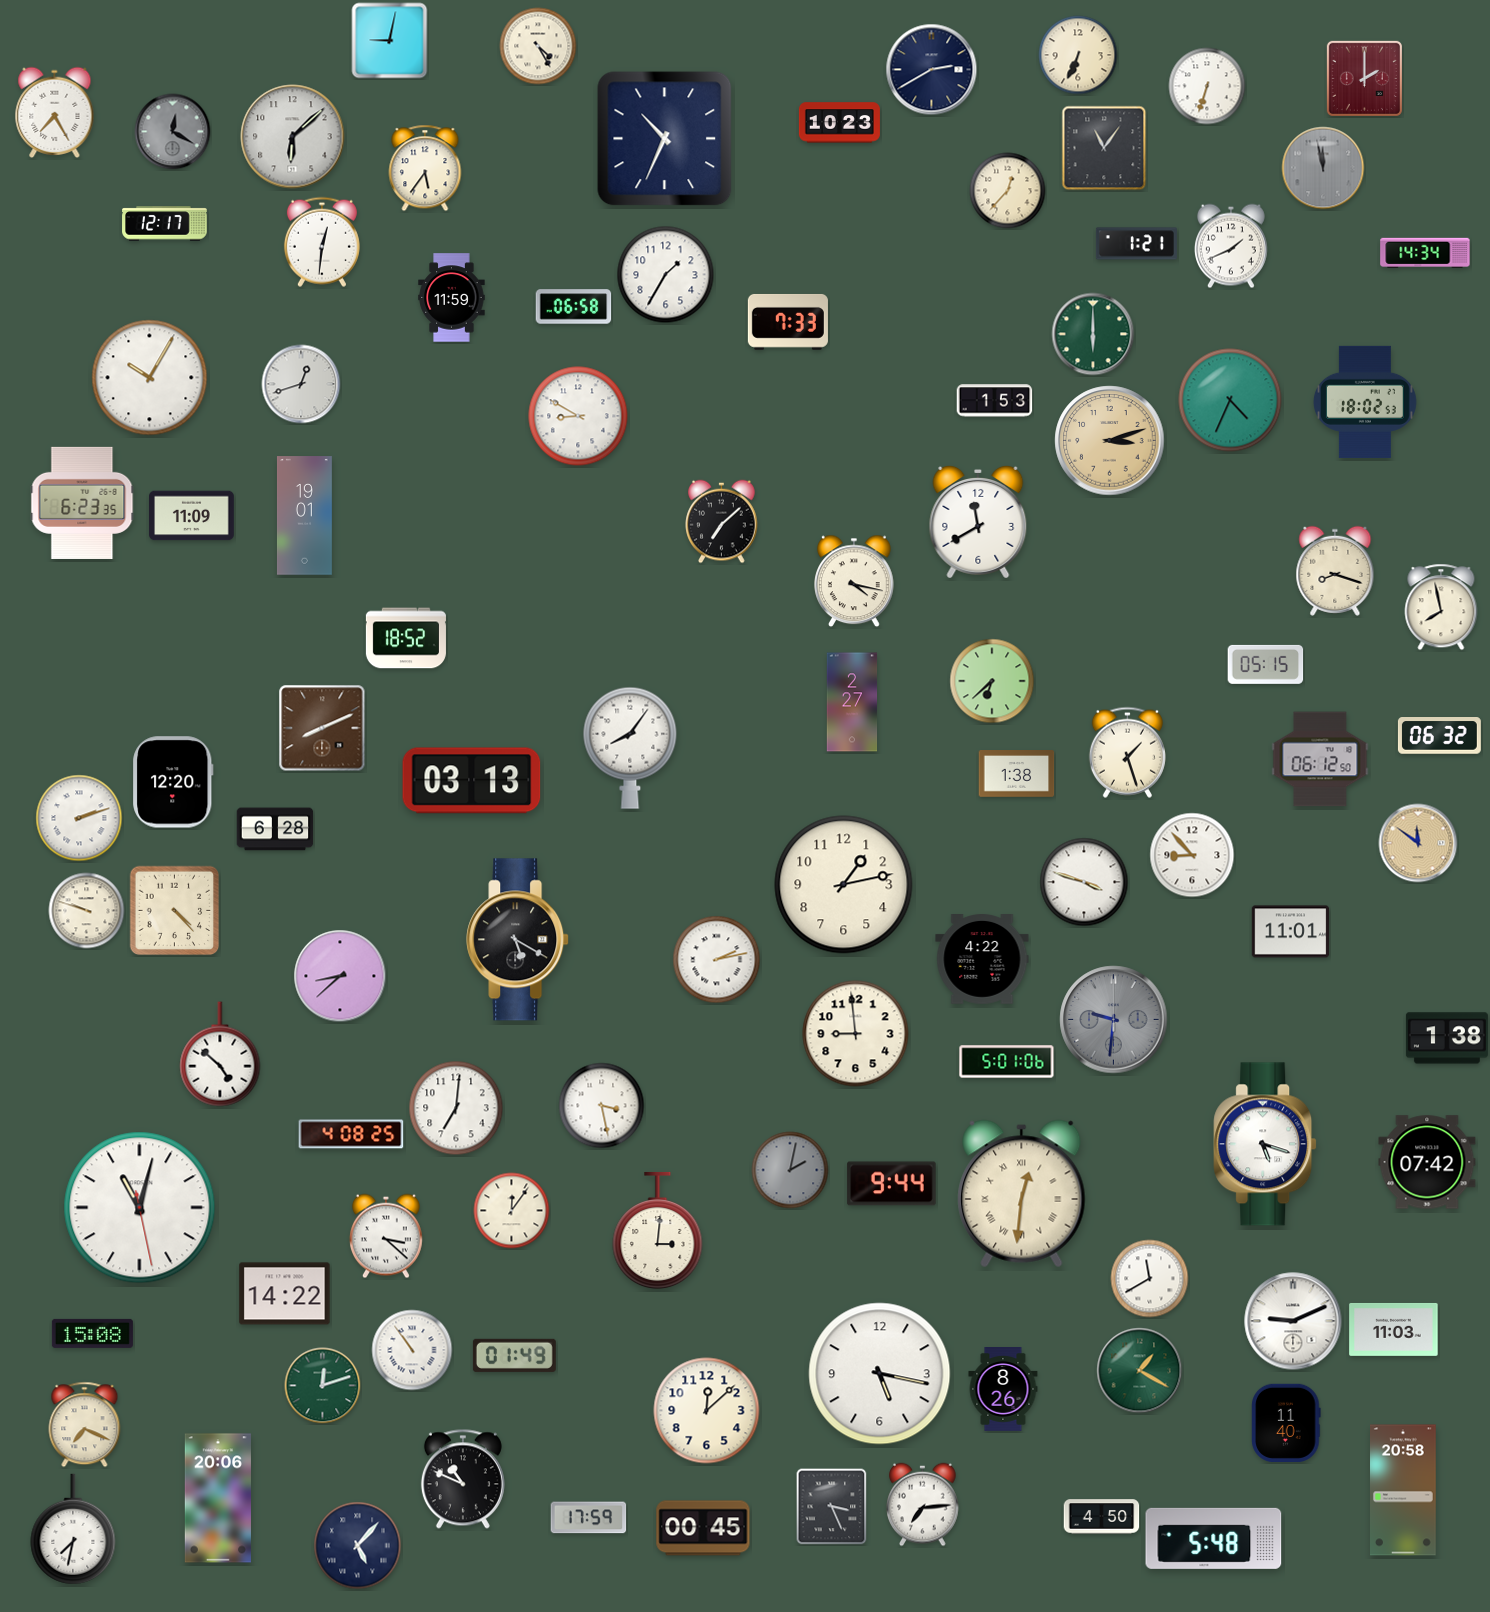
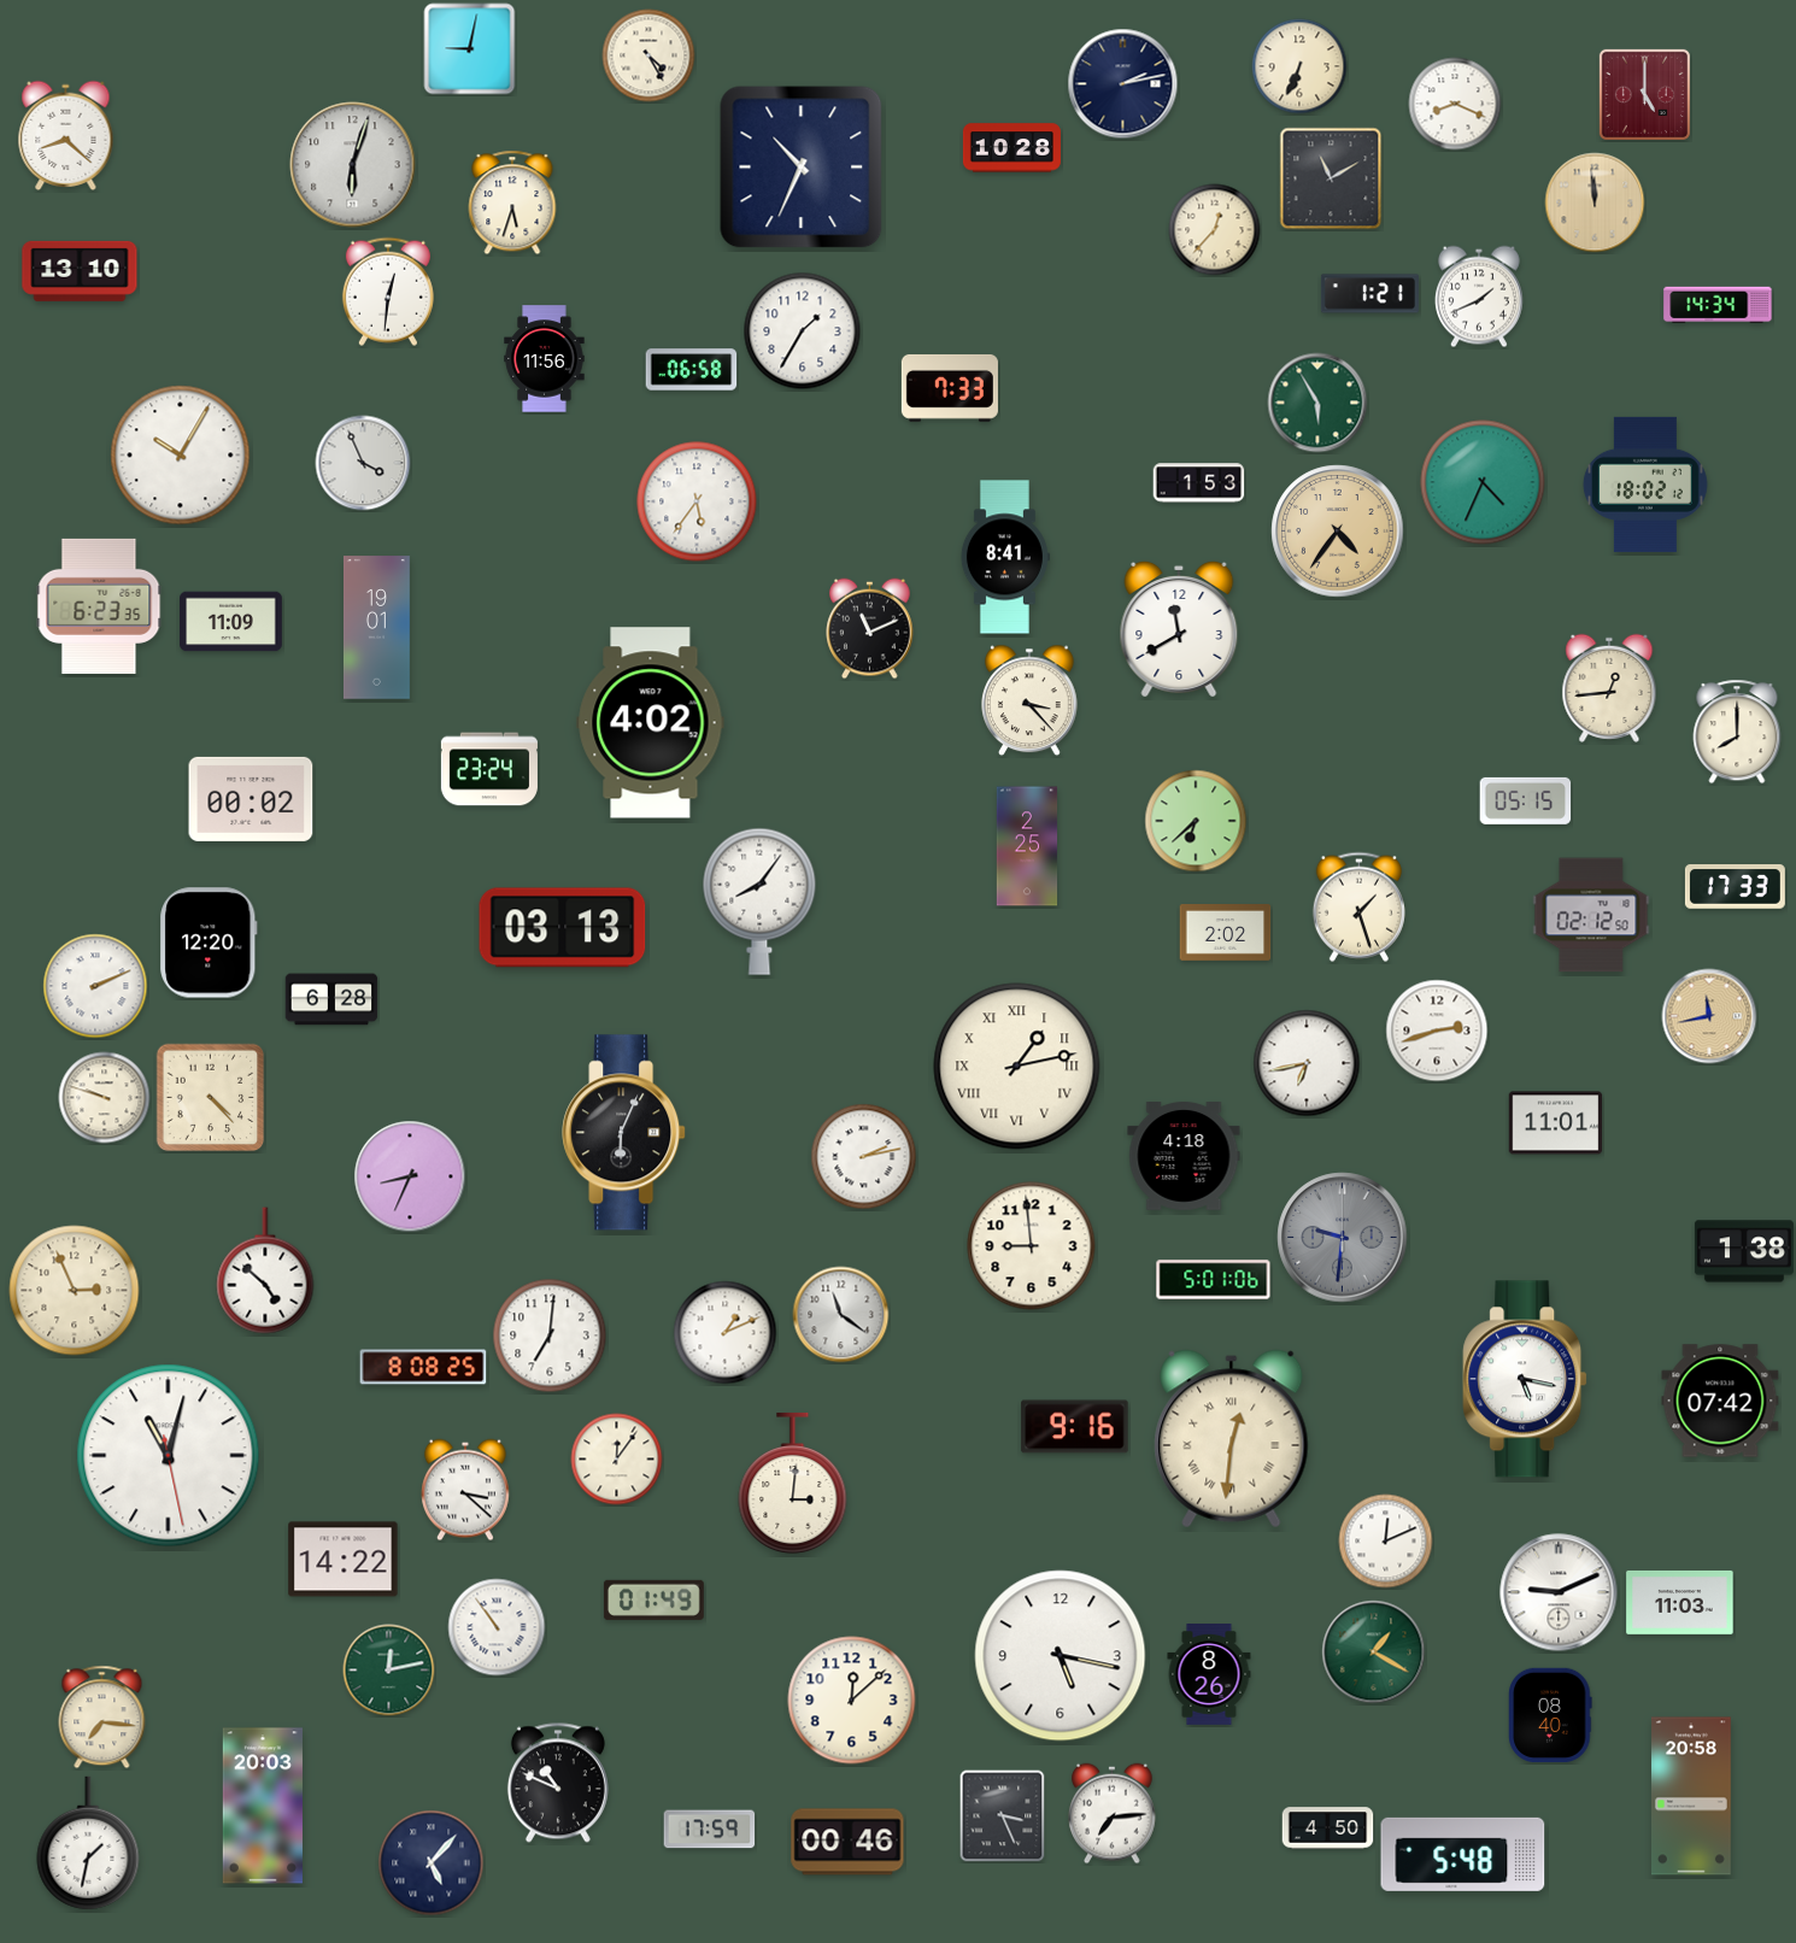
clock at (932, 70): 2:40 -> 2:13
clock at (1364, 78): 2:00 -> 5:00
clock at (1207, 86): 6:33 -> 8:19
clock at (55, 112): 7:25 -> 8:22
clock at (839, 123): 10:23 -> 10:28
clock at (173, 132): 12:20 -> none
clock at (293, 137): 6:08 -> 6:03
clock at (1104, 148): 11:06 -> 11:10
clock at (425, 168): 5:36 -> 5:33
clock at (1323, 168): 11:58 -> 11:59
clock at (1323, 168) dial: grey -> champagne
clock at (165, 224): 12:17 -> none
clock at (80, 271): none -> 13:10
clock at (1231, 246) position: (1231, 246) -> (1479, 297)
clock at (452, 298): 11:59 -> 11:56
clock at (1093, 334): 6:00 -> 5:55
clock at (301, 384): 12:42 -> 3:56
clock at (1365, 402): 18:02:53 -> 18:02:12
clock at (578, 416): 8:50 -> 5:36
clock at (1110, 441): 3:12 -> 4:36
clock at (1005, 557): none -> 8:41
clock at (304, 516) position: (304, 516) -> (376, 628)
clock at (722, 522): 7:08 -> 11:11
clock at (1335, 571): 8:18 -> 12:44
clock at (855, 581): 4:17 -> 3:23
clock at (651, 723): none -> 4:02
clock at (1441, 607): 7:58 -> 8:00
clock at (406, 638): 18:52 -> 23:24
clock at (251, 799): none -> 00:02
clock at (852, 702): 2:27 -> 2:25
clock at (322, 728): 8:11 -> none
clock at (1439, 736): 06:32 -> 17:33
clock at (1320, 759): 06:12 -> 02:12
clock at (1017, 774): 1:38 -> 2:02
clock at (472, 781) position: (472, 781) -> (563, 928)
clock at (79, 818): 2:12 -> 2:11
clock at (1418, 843): 11:51 -> 11:43
clock at (1192, 855): 8:53 -> 2:42
clock at (1084, 882): 3:48 -> 6:43
clock at (844, 885) numerals: Arabic -> Roman
clock at (518, 940): 5:20 -> 6:04
clock at (982, 960): 4:22 -> 4:18
clock at (340, 976): 8:38 -> 8:34
clock at (1114, 1020) position: (1114, 1020) -> (1343, 1238)
clock at (75, 1291): none -> 2:56
clock at (841, 1315): none -> 11:21
clock at (602, 1106): 3:28 -> 1:11
clock at (351, 1134): 4:08 -> 8:08
clock at (1265, 1144): 5:18 -> 5:17
clock at (790, 1170): 2:02 -> none
clock at (892, 1184): 9:44 -> 9:16
clock at (1150, 1279): 11:40 -> 12:11
clock at (92, 1333): 15:08 -> none
clock at (514, 1355) position: (514, 1355) -> (653, 1599)
clock at (323, 1386): 12:12 -> 12:13
clock at (1286, 1422): 11:40 -> 08:40
clock at (85, 1425): 7:19 -> 7:16
clock at (217, 1498): 20:06 -> 20:03
clock at (703, 1528): 00:45 -> 00:46
clock at (73, 1529): 7:32 -> 1:32
